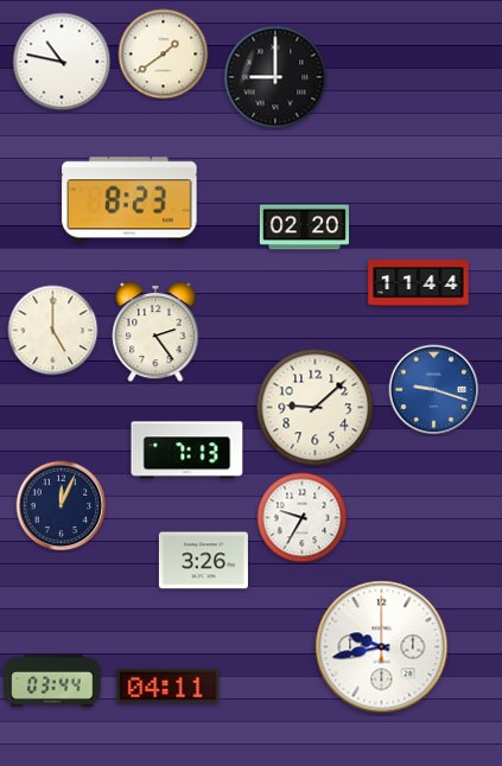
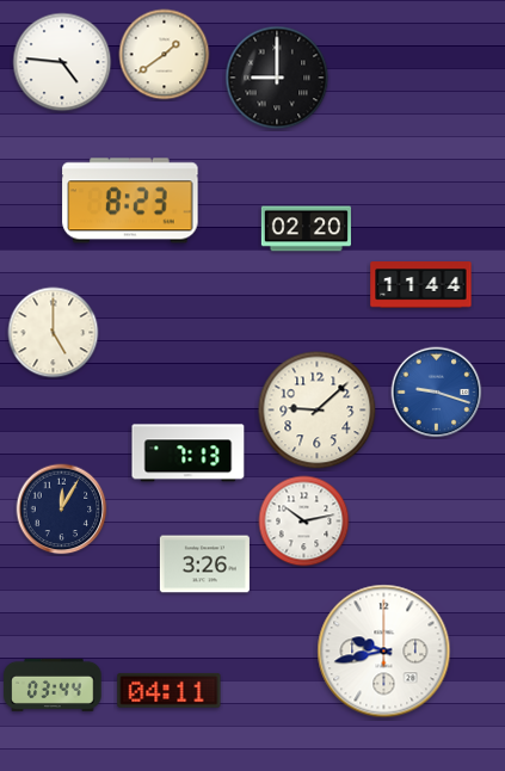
clock at (62, 62): 10:47 -> 4:46
clock at (155, 332): 2:24 -> none
clock at (62, 506): 12:04 -> 12:05
clock at (303, 518): 9:35 -> 10:13
